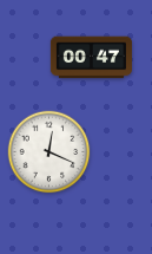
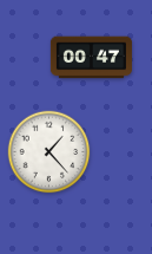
clock at (49, 152): 12:19 -> 1:23
